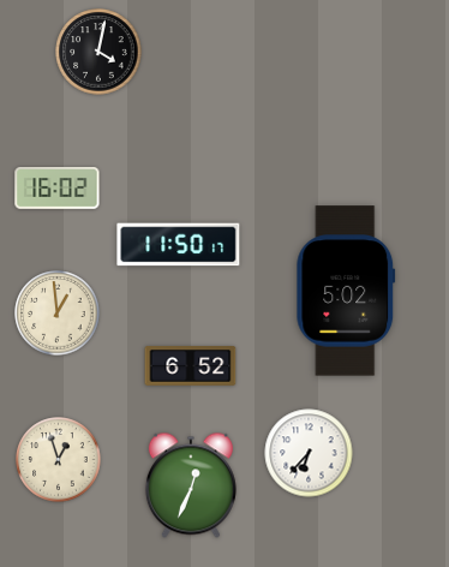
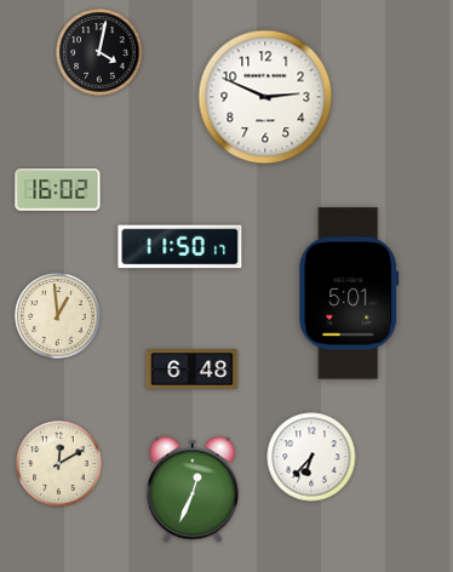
clock at (265, 97): none -> 2:49
clock at (346, 291): 5:02 -> 5:01
clock at (191, 366): 6:52 -> 6:48
clock at (59, 460): 12:57 -> 12:10
